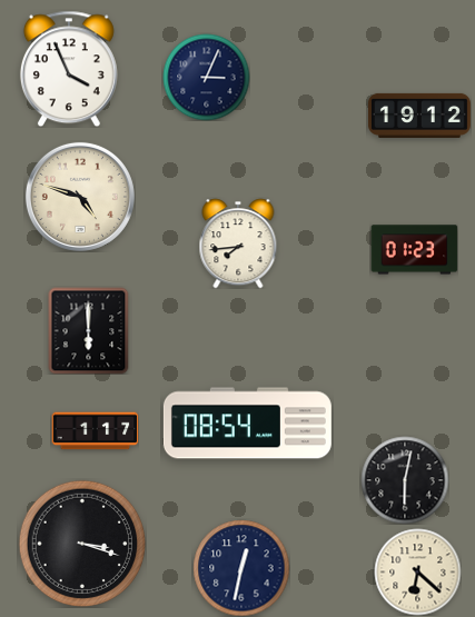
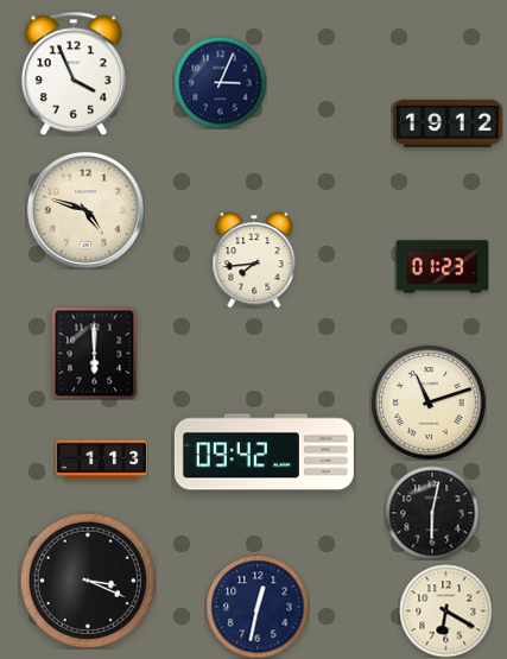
clock at (429, 403): none -> 11:12
clock at (247, 424): 08:54 -> 09:42
clock at (95, 431): 1:17 -> 1:13
clock at (81, 543): 3:18 -> 3:19
clock at (417, 571): 6:22 -> 6:20
